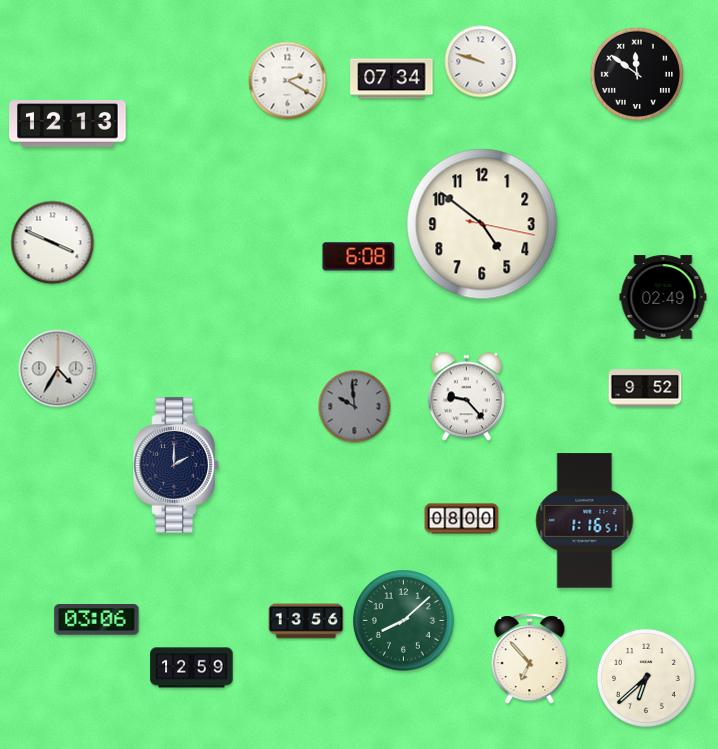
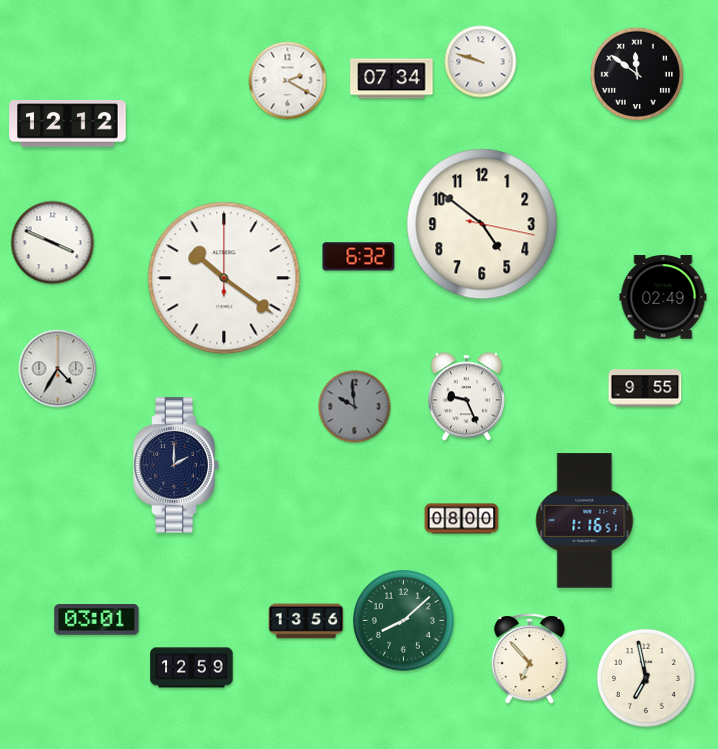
clock at (68, 124): 12:13 -> 12:12
clock at (359, 257): 6:08 -> 6:32
clock at (224, 278): none -> 10:21
clock at (645, 388): 9:52 -> 9:55
clock at (466, 397): 9:23 -> 9:26
clock at (97, 620): 03:06 -> 03:01
clock at (646, 678): 6:38 -> 6:58
